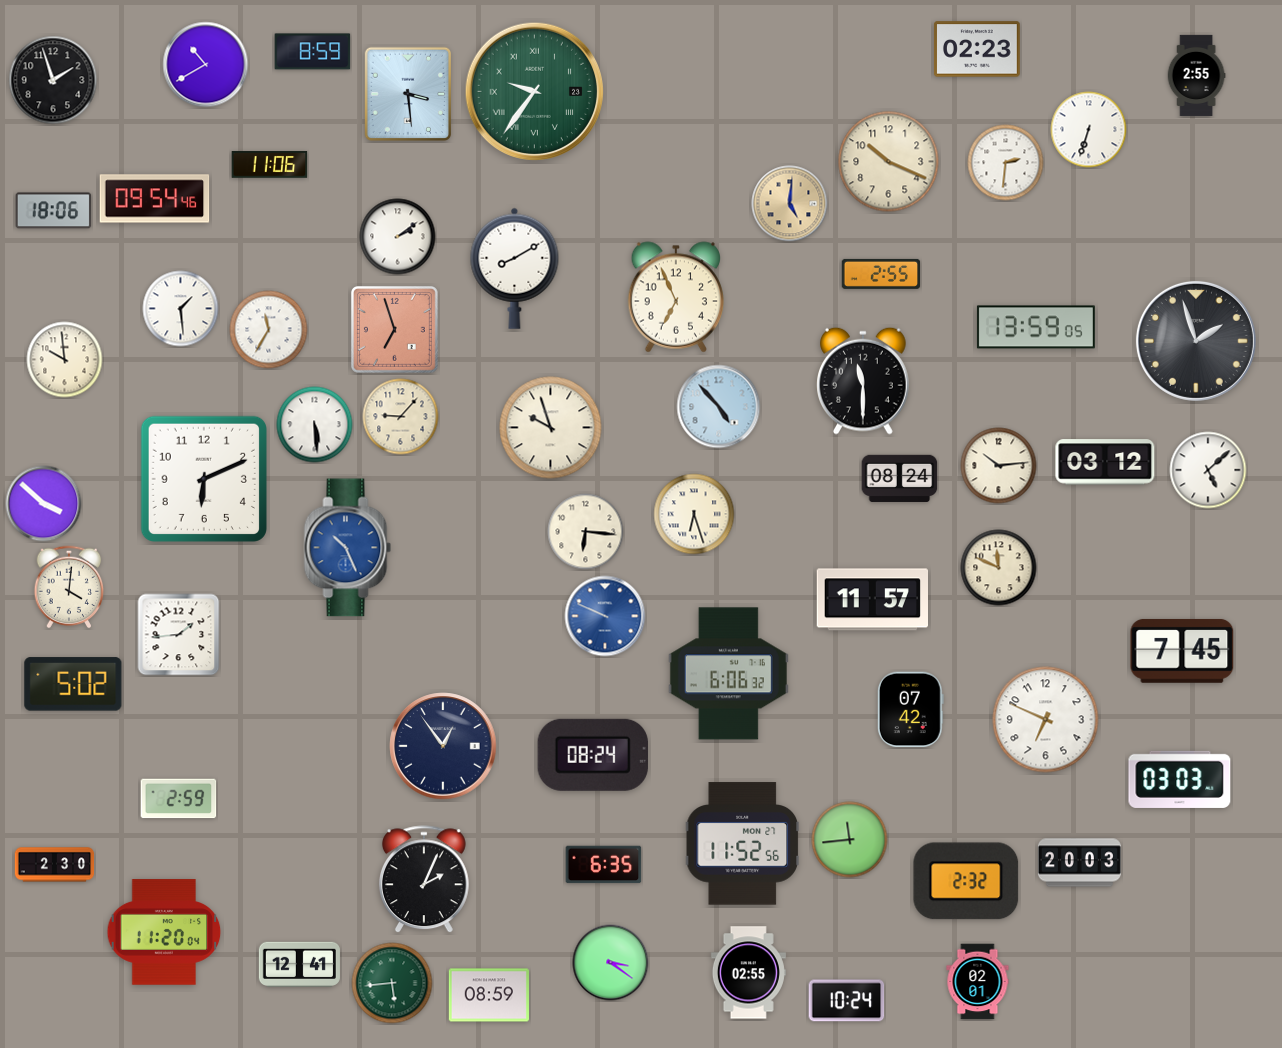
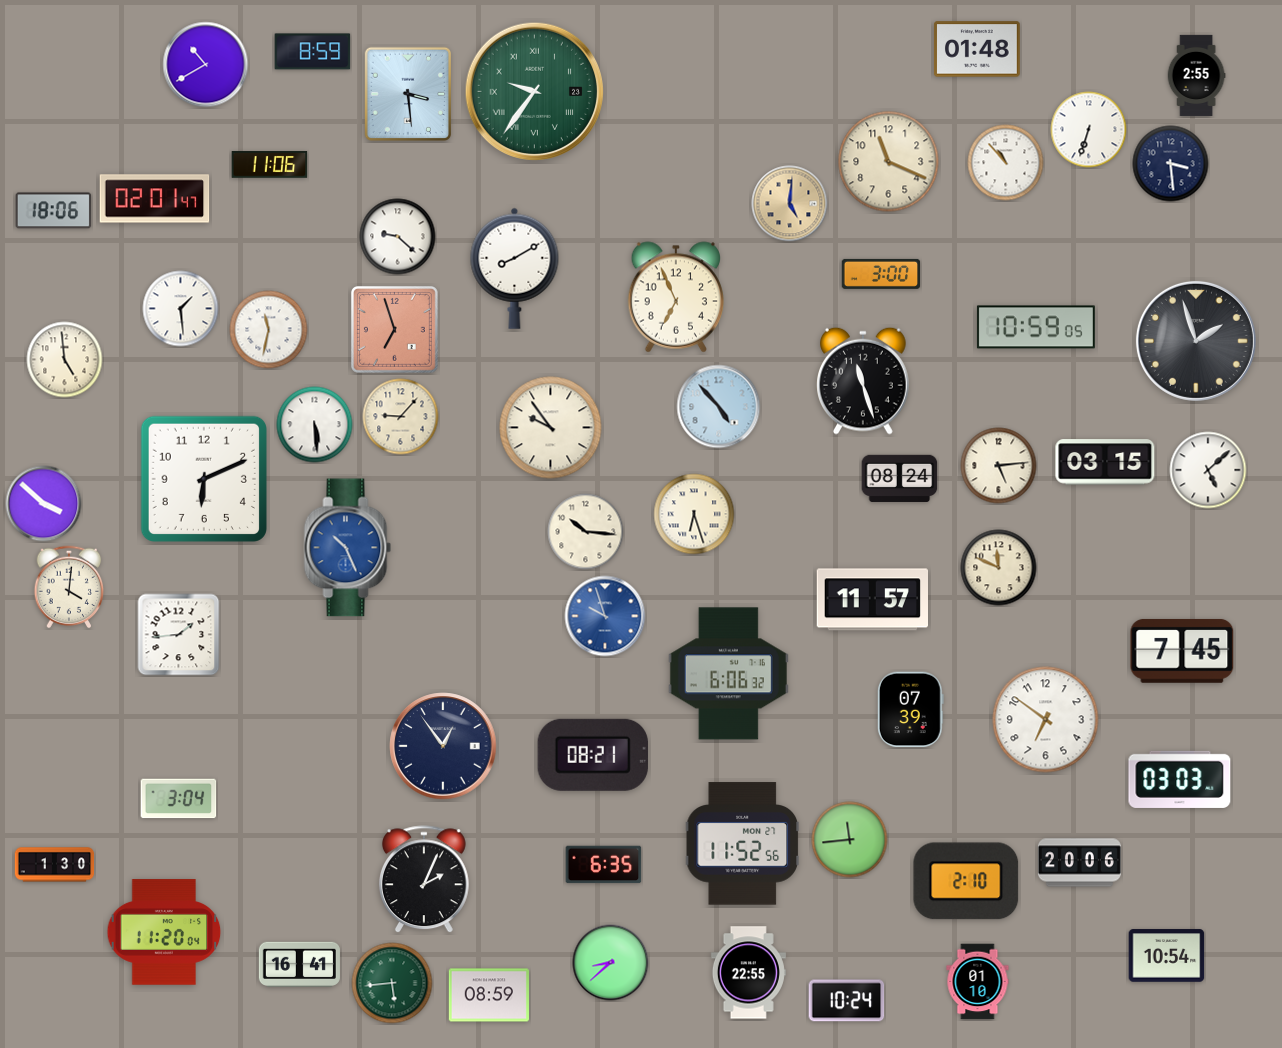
clock at (977, 49): 02:23 -> 01:48
clock at (53, 80): 1:57 -> none
clock at (889, 162): 10:19 -> 11:19
clock at (1006, 163): 2:31 -> 10:53
clock at (1171, 164): none -> 3:29
clock at (155, 199): 09:54 -> 02:01
clock at (398, 237): 2:09 -> 9:22
clock at (881, 274): 2:55 -> 3:00
clock at (1036, 327): 13:59 -> 10:59
clock at (269, 330): 11:35 -> 11:32
clock at (65, 360): 9:59 -> 4:59
clock at (863, 381): 11:30 -> 11:27
clock at (551, 428): 9:57 -> 9:54
clock at (1105, 462): 03:12 -> 03:15
clock at (999, 466): 10:14 -> 5:14
clock at (586, 532): 6:16 -> 10:16
clock at (605, 616): 9:49 -> 9:57
clock at (73, 684): 5:02 -> none
clock at (910, 710): 07:42 -> 07:39
clock at (1046, 720): 6:49 -> 6:51
clock at (593, 755): 08:24 -> 08:21
clock at (179, 799): 2:59 -> 3:04
clock at (1079, 863): 20:03 -> 20:06
clock at (55, 865): 2:30 -> 1:30
clock at (966, 881): 2:32 -> 2:10
clock at (1167, 956): none -> 10:54
clock at (611, 963): 3:21 -> 8:38
clock at (299, 964): 12:41 -> 16:41
clock at (748, 973): 02:55 -> 22:55
clock at (978, 982): 02:01 -> 01:10
